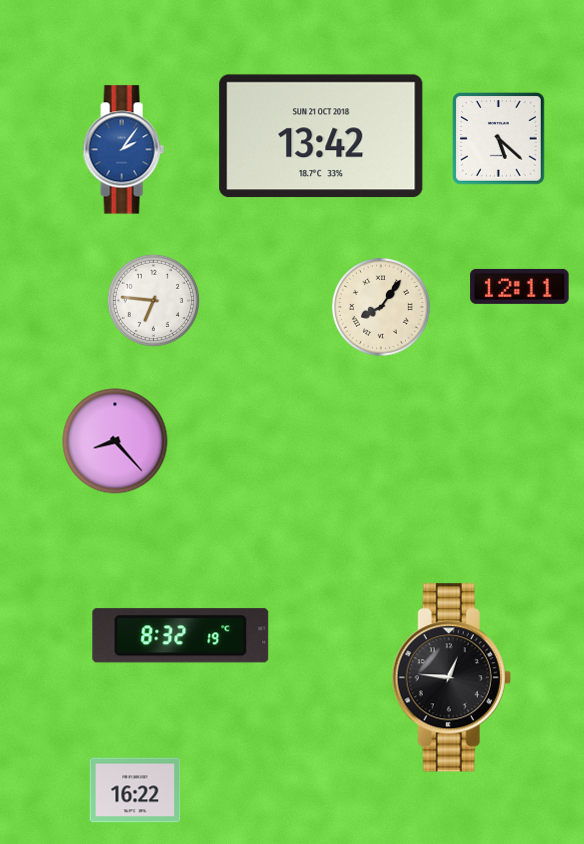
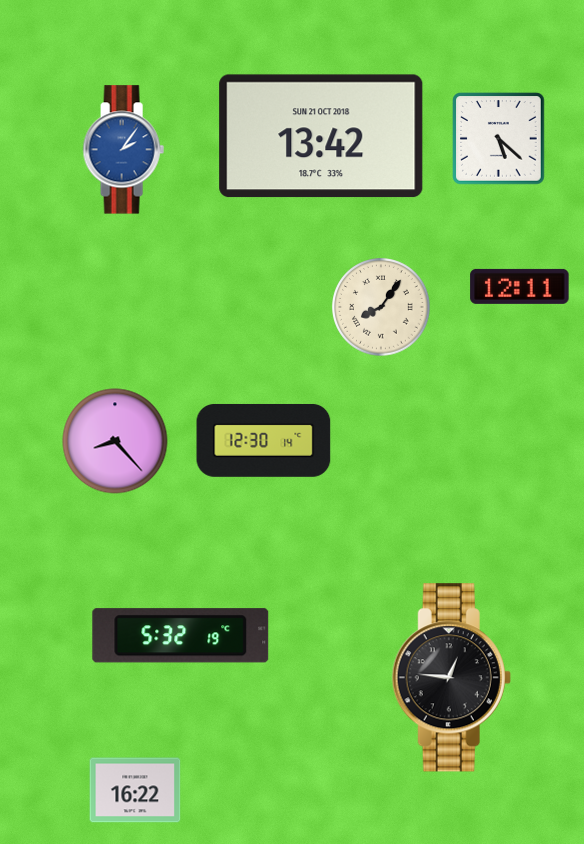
clock at (153, 300): 6:46 -> none
clock at (264, 440): none -> 12:30
clock at (181, 636): 8:32 -> 5:32
